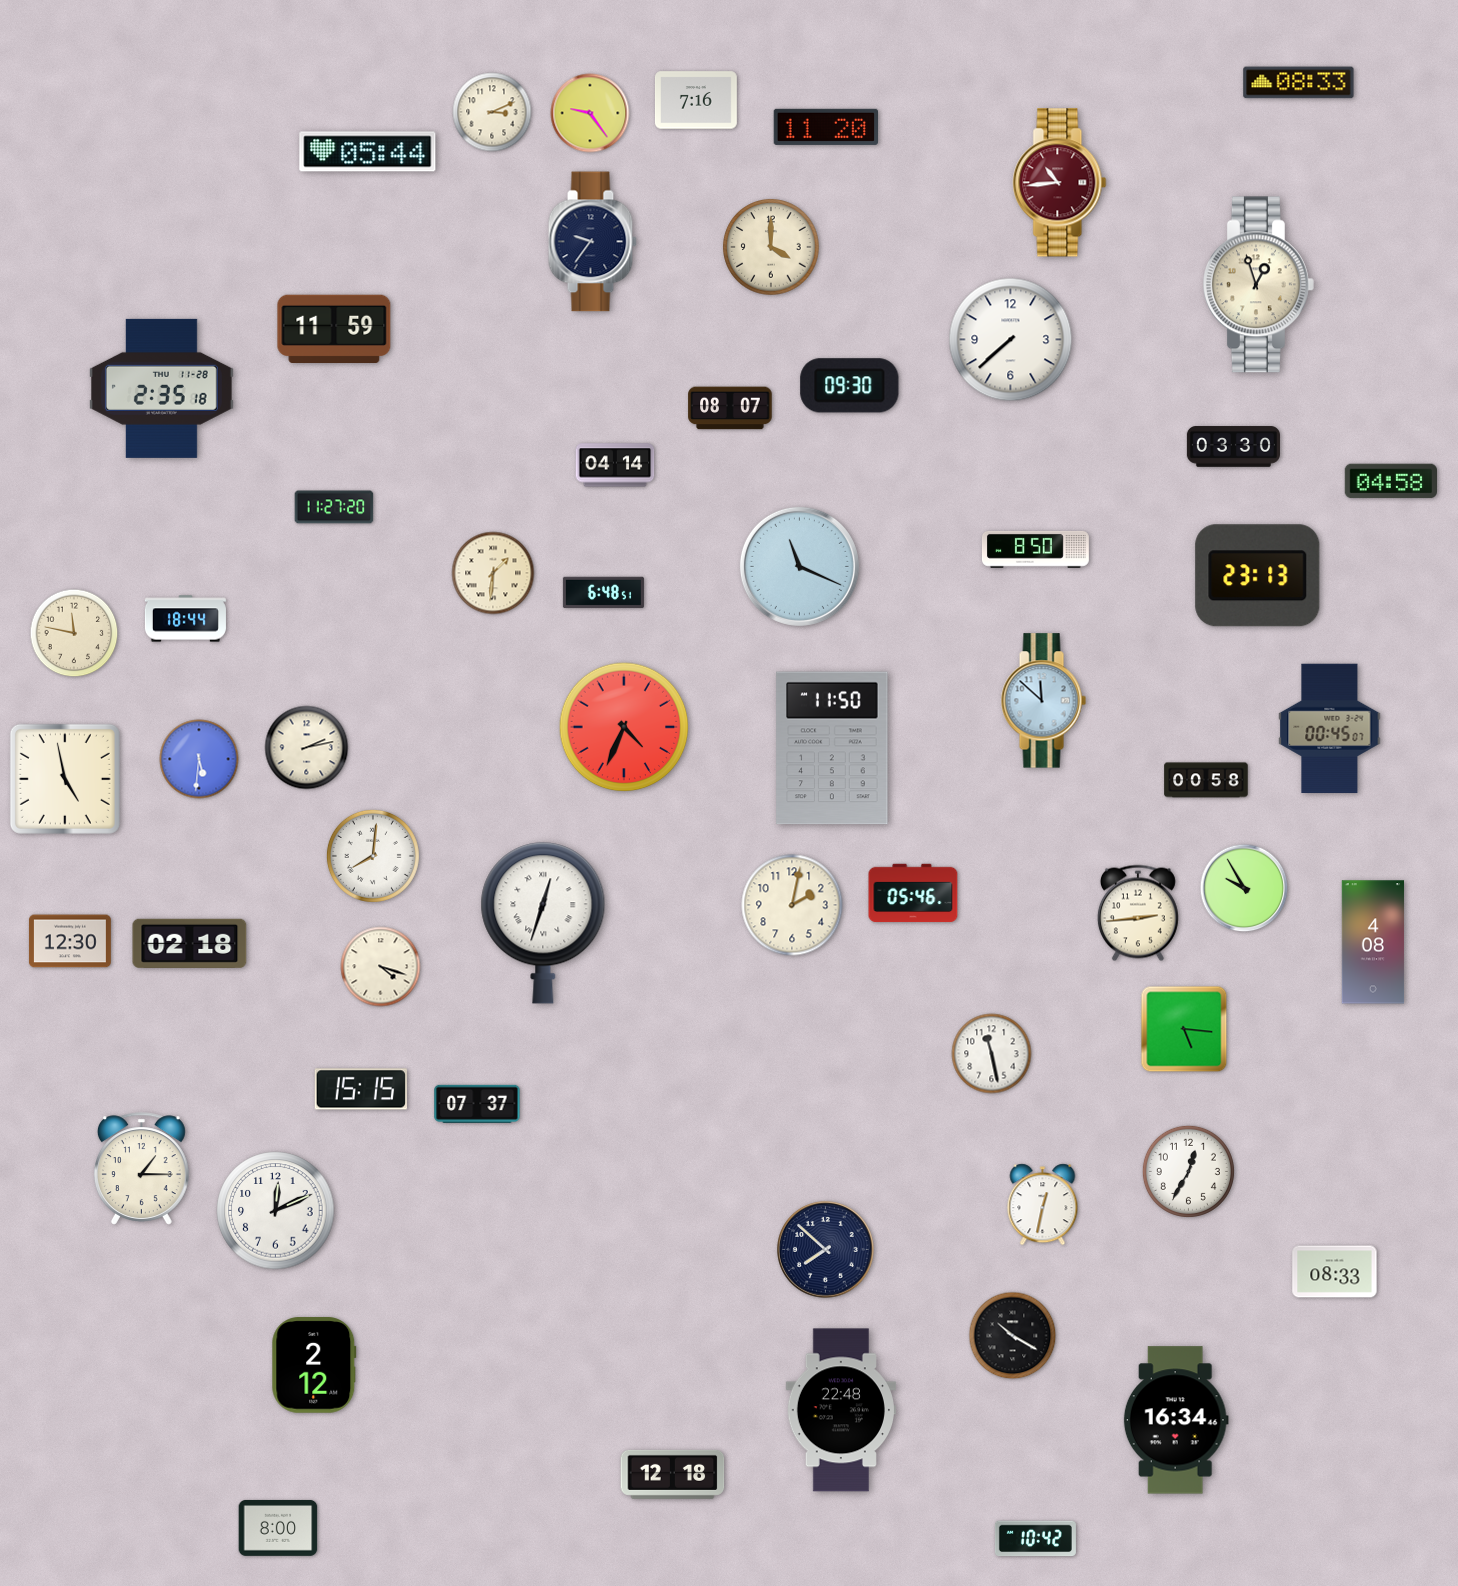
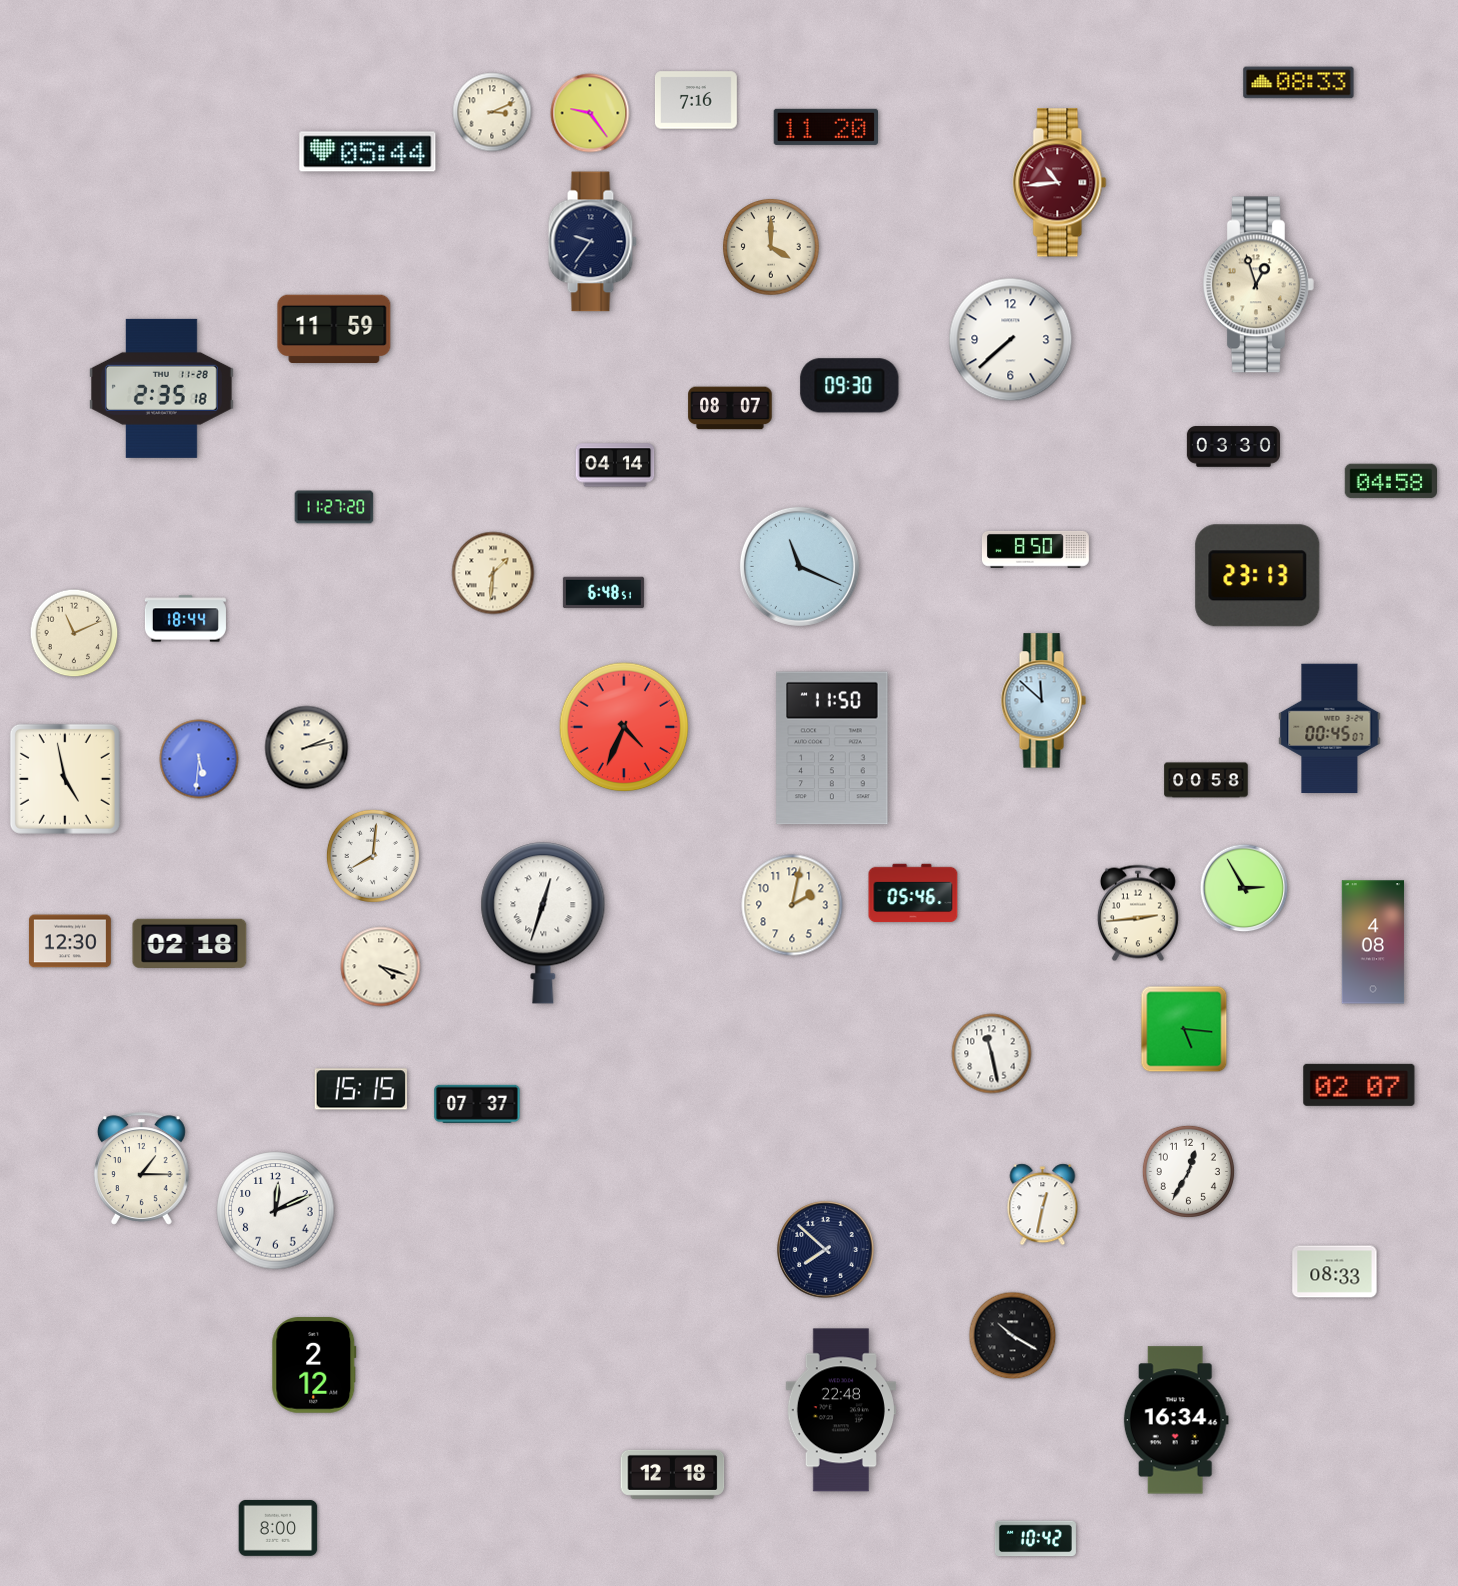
clock at (74, 633): 11:47 -> 11:11
clock at (1244, 888): 9:55 -> 2:55
clock at (1359, 1085): none -> 02:07
